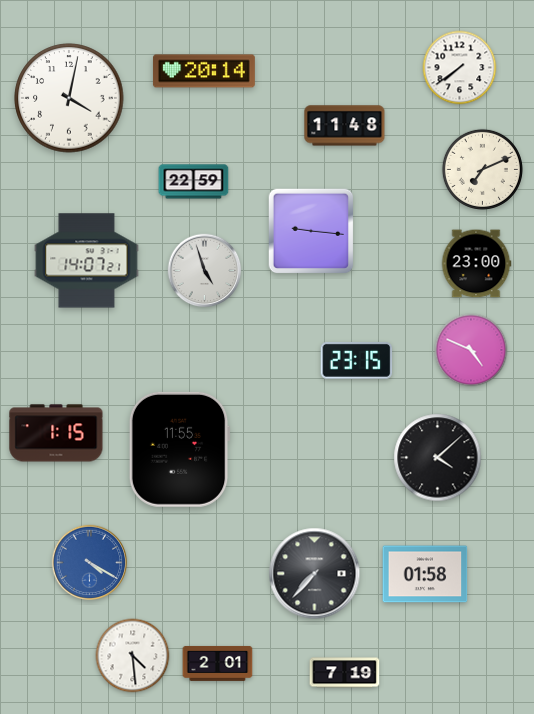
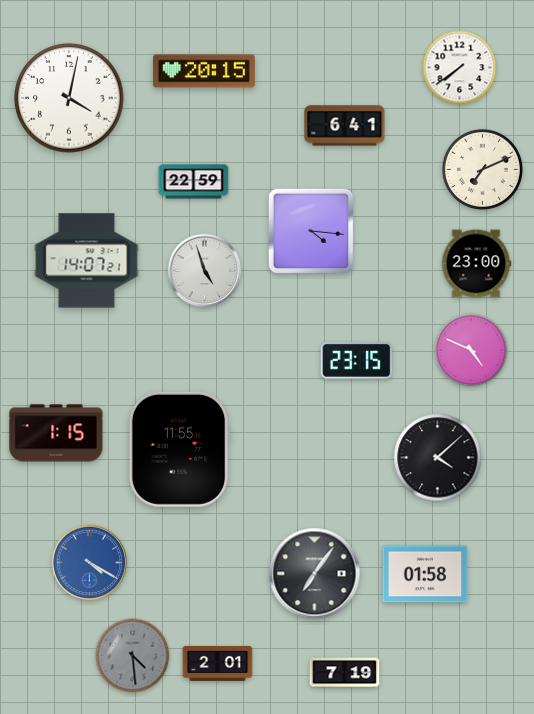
clock at (204, 71): 20:14 -> 20:15
clock at (345, 126): 11:48 -> 6:41
clock at (311, 231): 9:16 -> 4:16
clock at (315, 574): 7:37 -> 7:06
clock at (133, 656) dial: white -> grey
